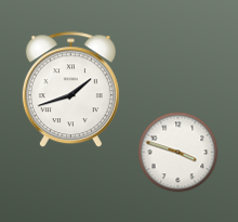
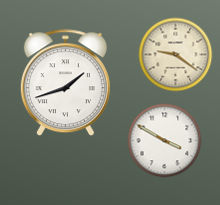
clock at (176, 55): none -> 9:21
clock at (178, 153): 3:48 -> 3:50
